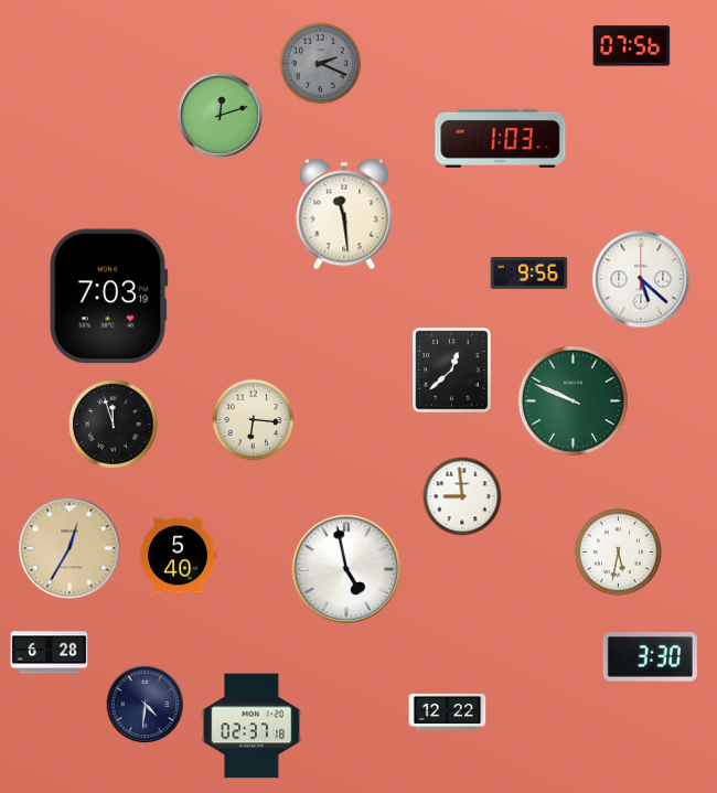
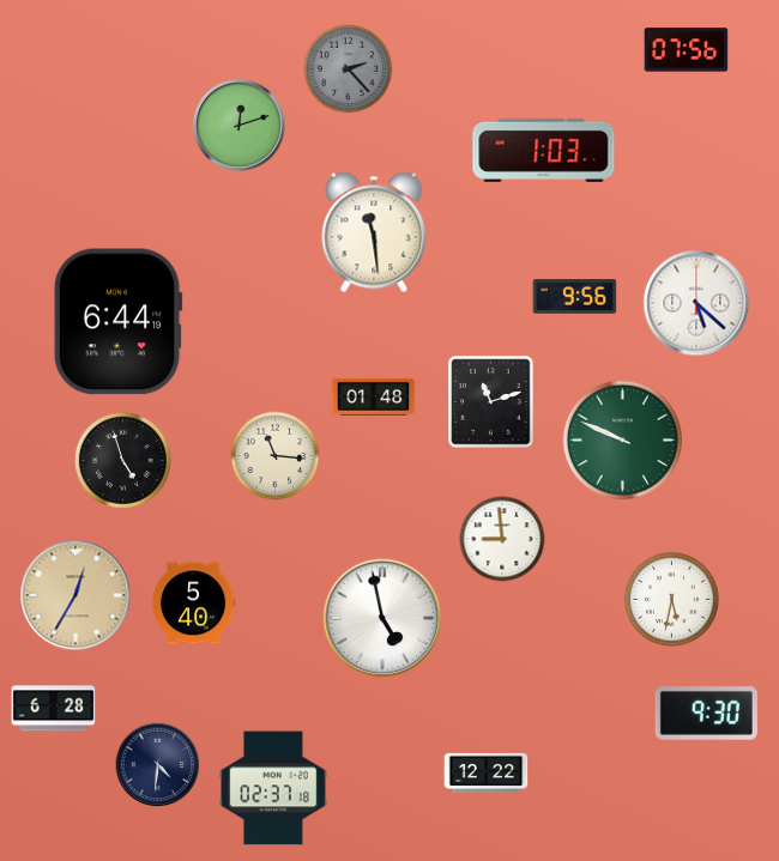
clock at (321, 64): 2:19 -> 2:23
clock at (108, 297): 7:03 -> 6:44
clock at (374, 396): none -> 01:48
clock at (452, 371): 12:38 -> 11:12
clock at (572, 400) position: (572, 400) -> (622, 439)
clock at (254, 420): 6:16 -> 11:16
clock at (114, 425): 11:57 -> 4:57
clock at (346, 569) position: (346, 569) -> (382, 618)
clock at (650, 657): 3:30 -> 9:30
